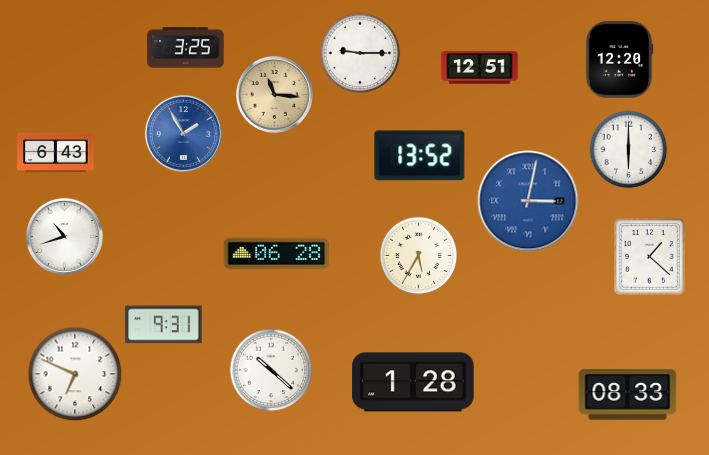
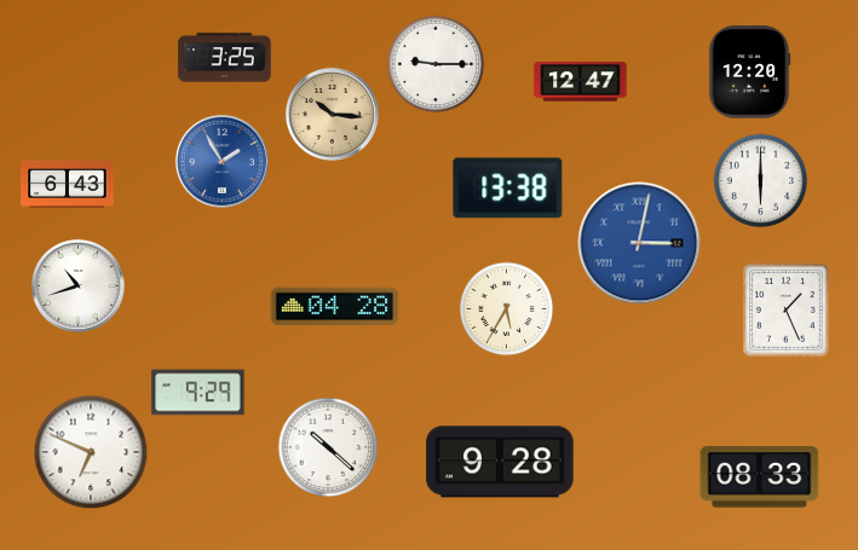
clock at (480, 68): 12:51 -> 12:47
clock at (274, 94): 11:16 -> 10:16
clock at (420, 156): 13:52 -> 13:38
clock at (277, 254): 06:28 -> 04:28
clock at (650, 257): 1:22 -> 1:26
clock at (164, 325): 9:31 -> 9:29
clock at (413, 382): 1:28 -> 9:28
